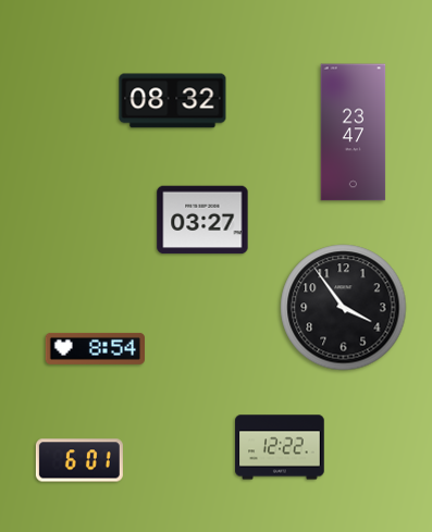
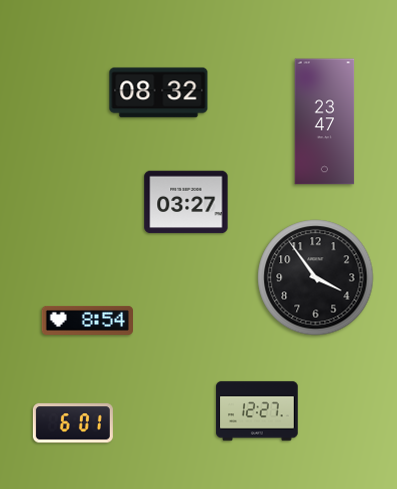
clock at (344, 308) position: (344, 308) -> (316, 278)
clock at (280, 447): 12:22 -> 12:27
